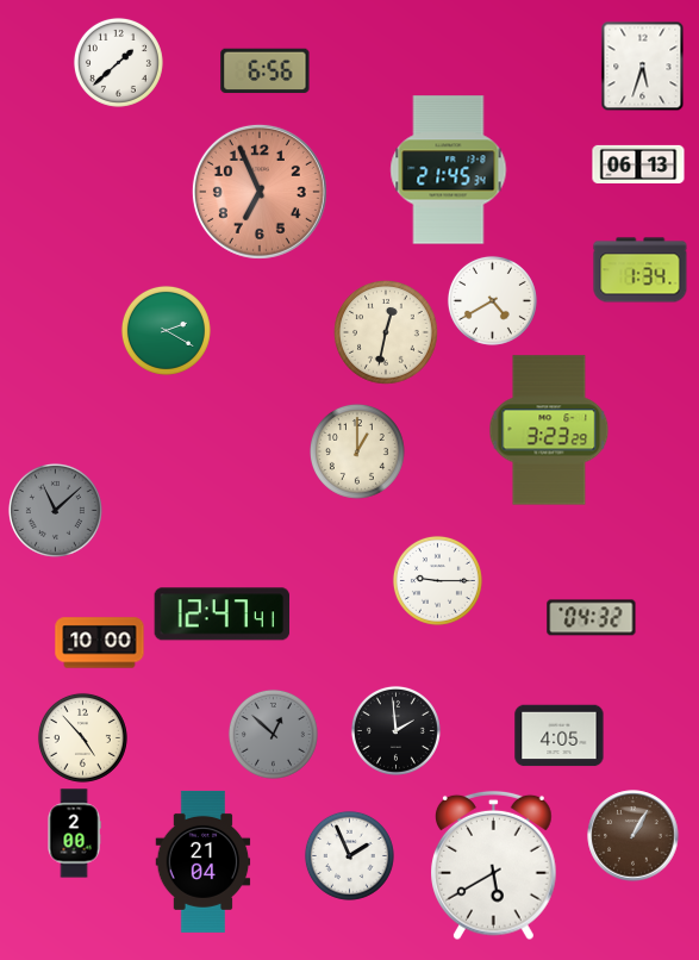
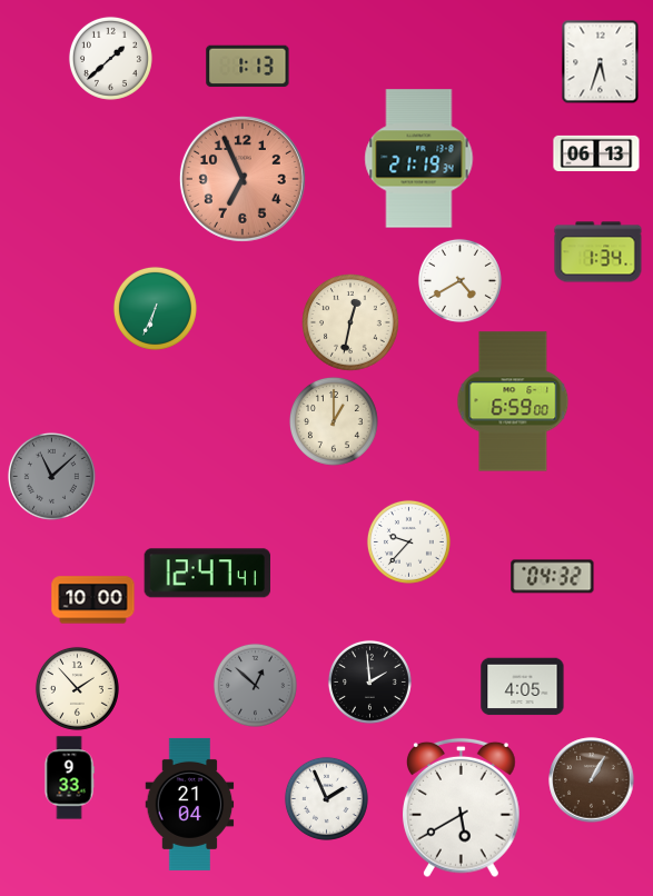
clock at (266, 71): 6:56 -> 1:13
clock at (449, 170): 21:45 -> 21:19
clock at (166, 330): 2:20 -> 6:34
clock at (386, 332) position: (386, 332) -> (350, 322)
clock at (549, 430): 3:23 -> 6:59
clock at (437, 580): 9:15 -> 9:37
clock at (82, 737): 4:53 -> 1:53
clock at (74, 834): 2:00 -> 9:33
